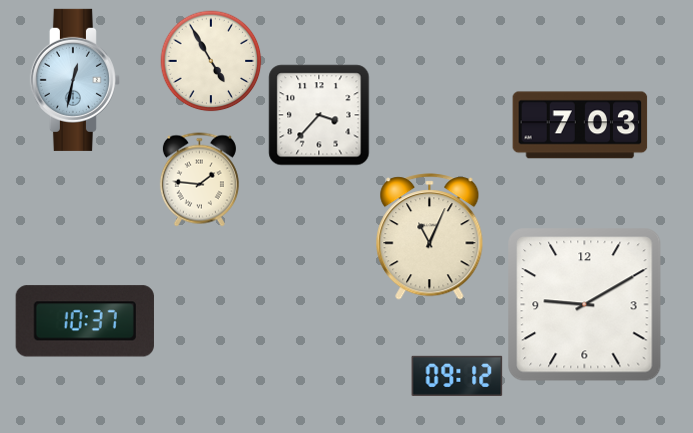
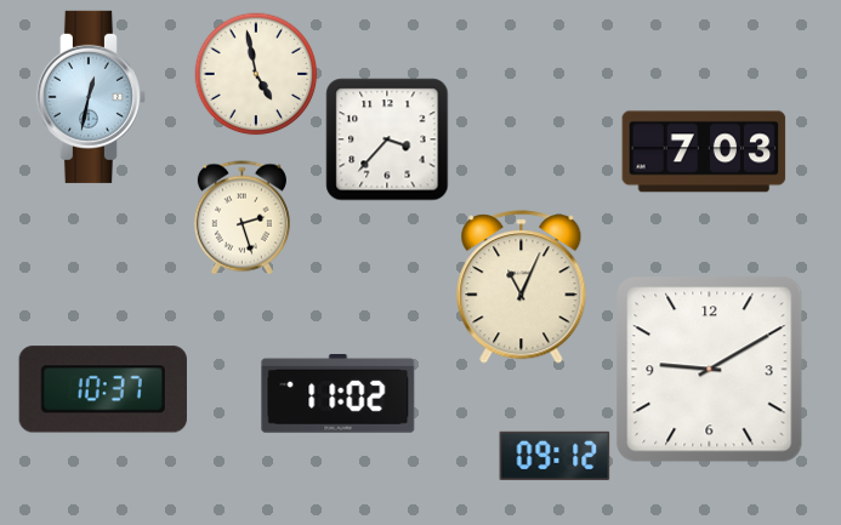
clock at (211, 61): 4:55 -> 4:58
clock at (199, 180): 1:46 -> 2:27
clock at (339, 393): none -> 11:02
